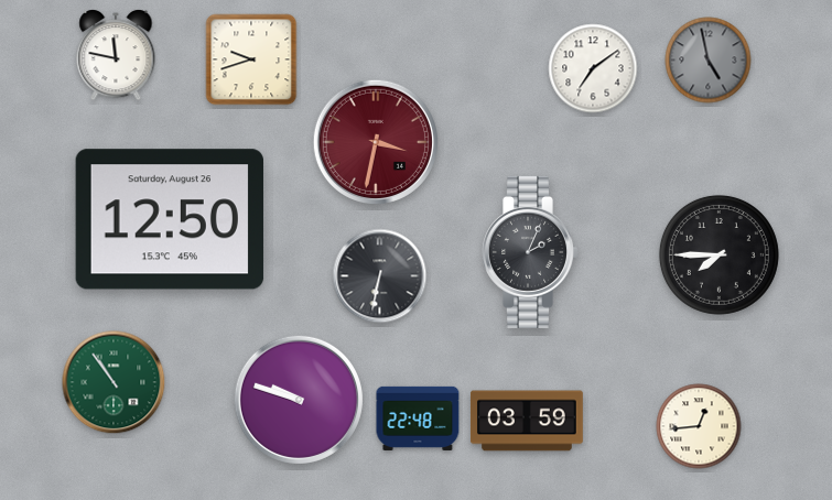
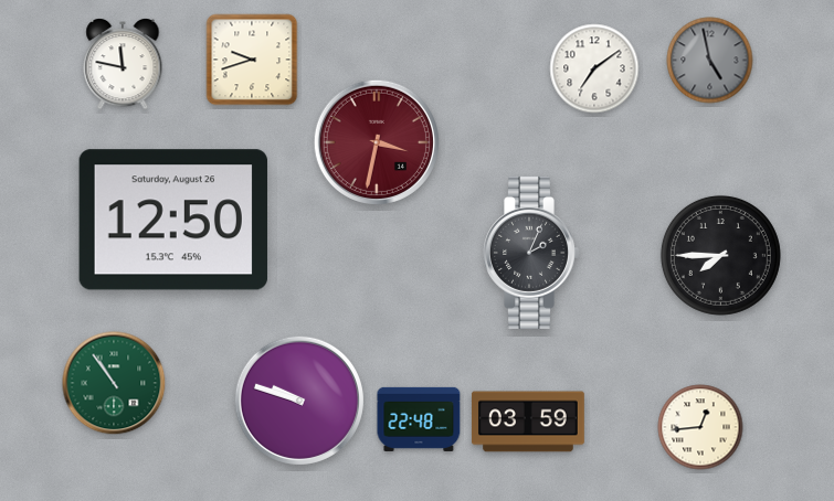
clock at (116, 56) position: (116, 56) -> (123, 65)
clock at (170, 219) position: (170, 219) -> (173, 220)
clock at (380, 276): 6:32 -> none
